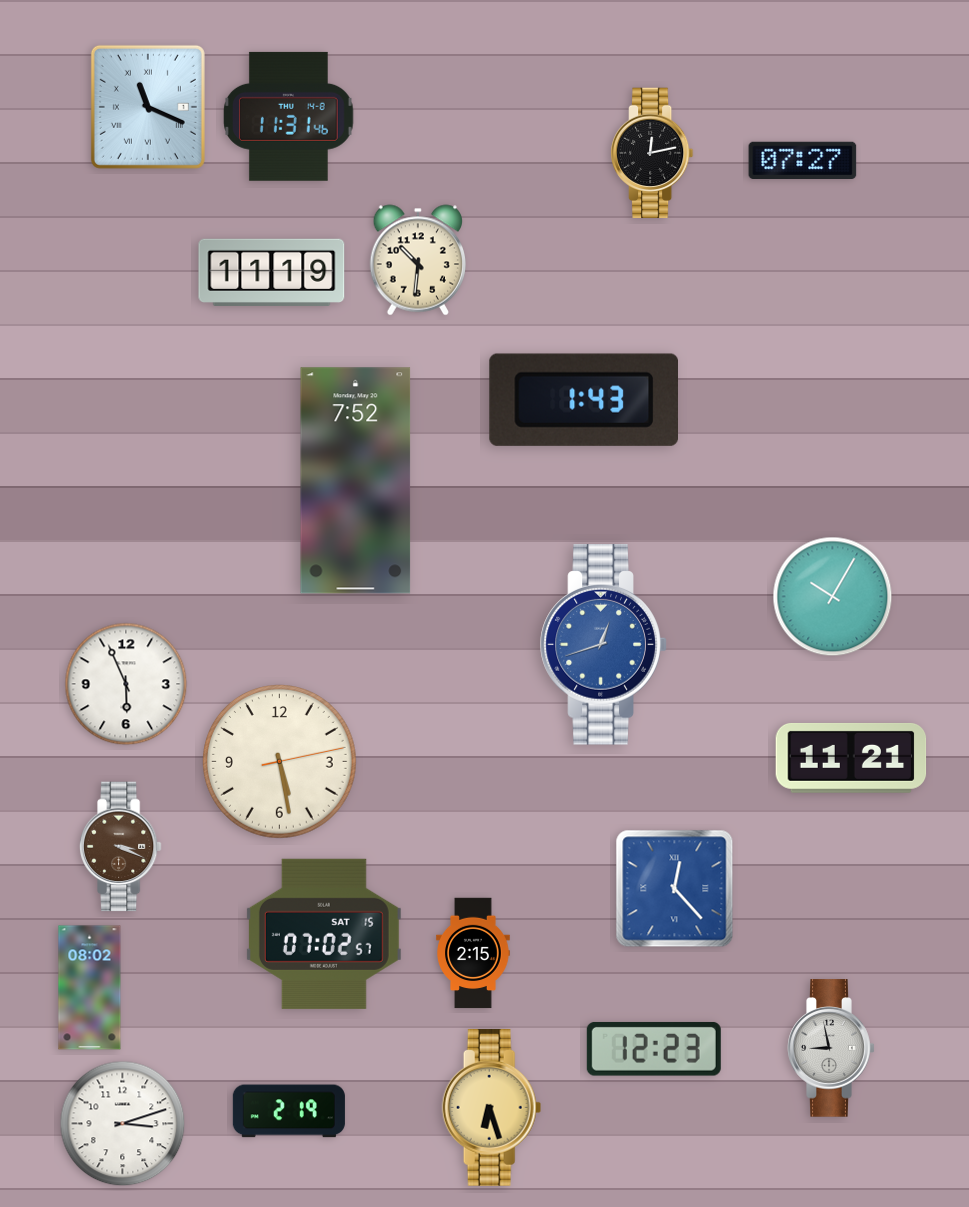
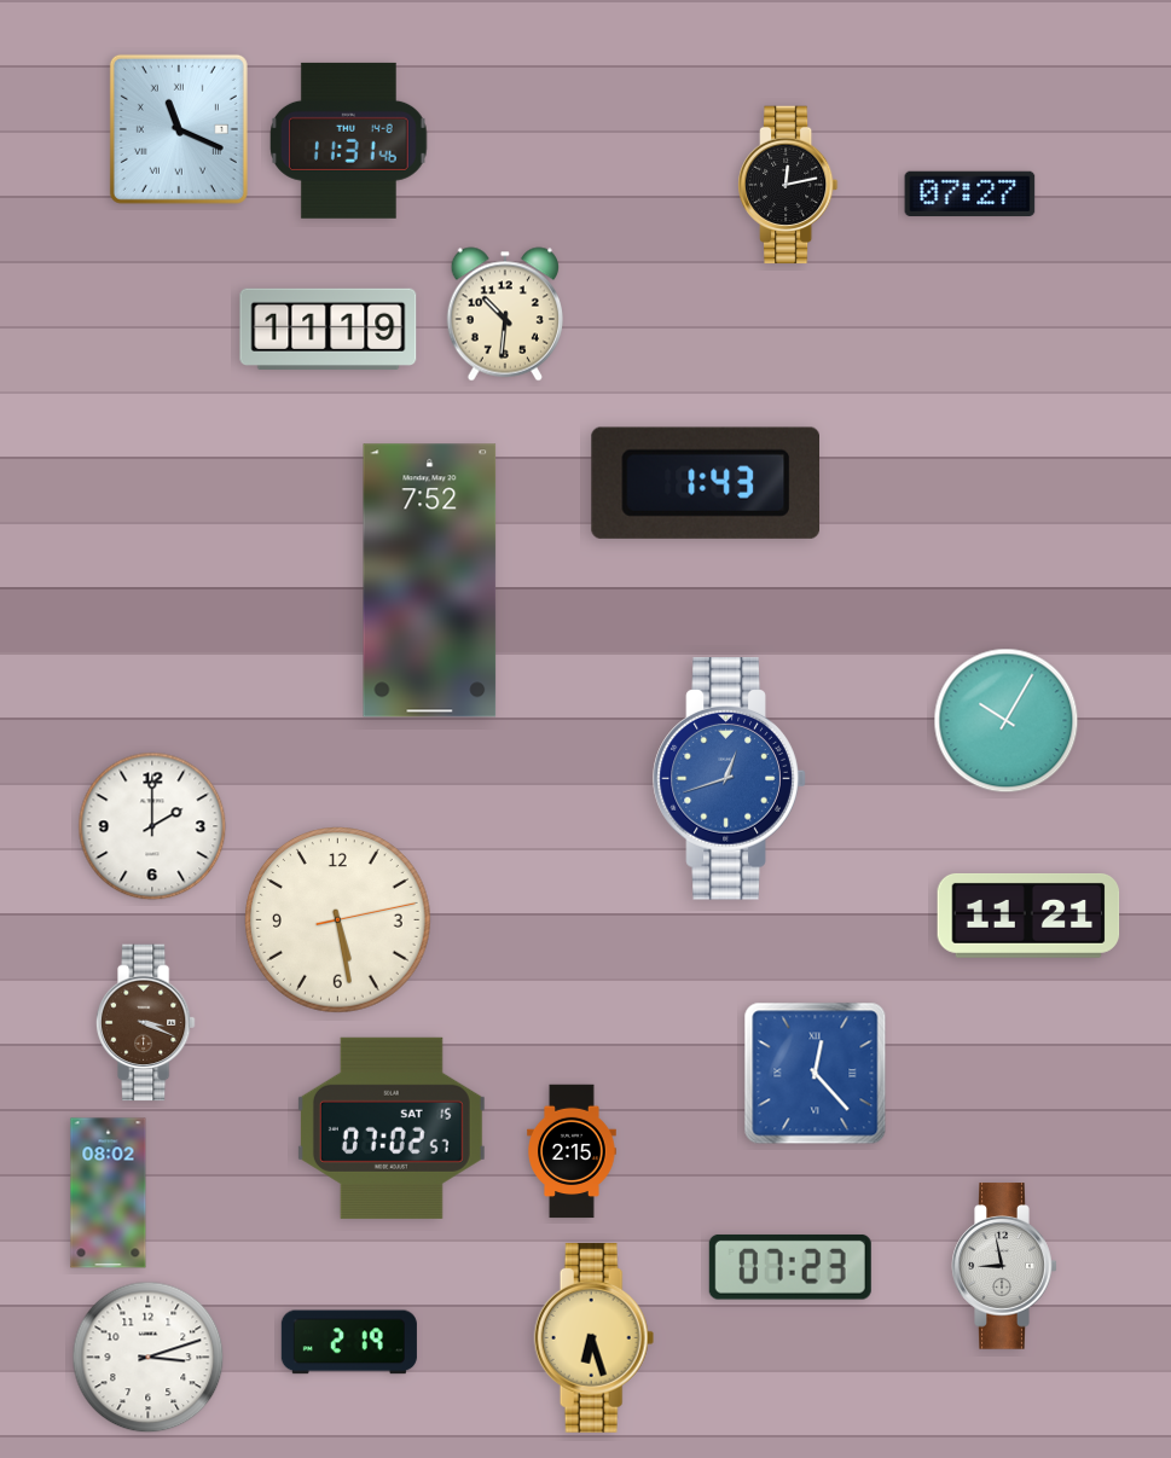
clock at (126, 684): 5:56 -> 2:00
clock at (654, 1049): 12:23 -> 07:23
